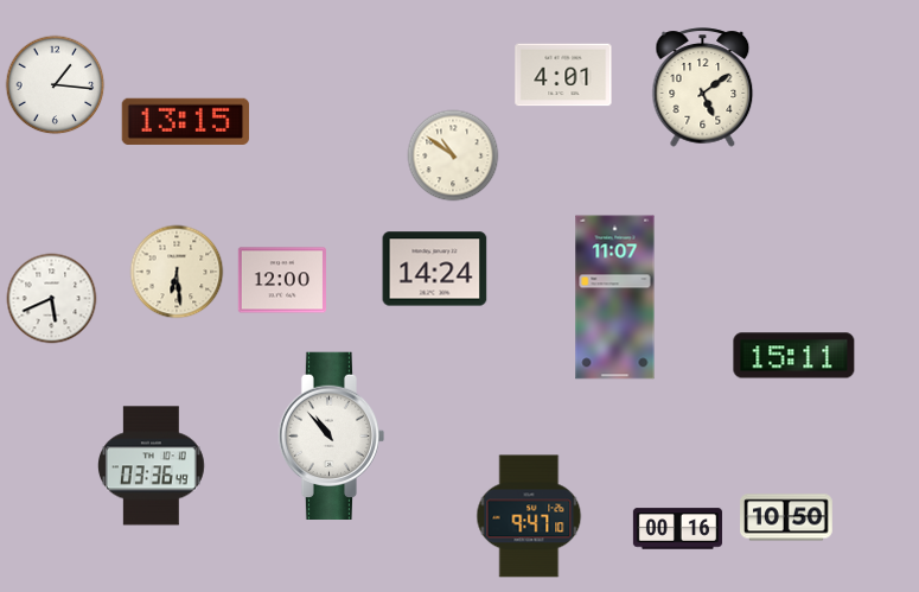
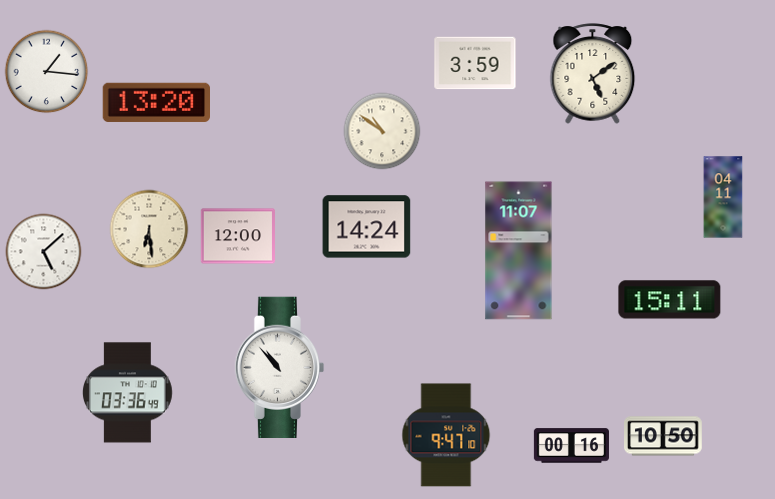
clock at (563, 75): 4:01 -> 3:59
clock at (185, 121): 13:15 -> 13:20
clock at (723, 197): none -> 04:11
clock at (52, 299): 5:41 -> 5:08
